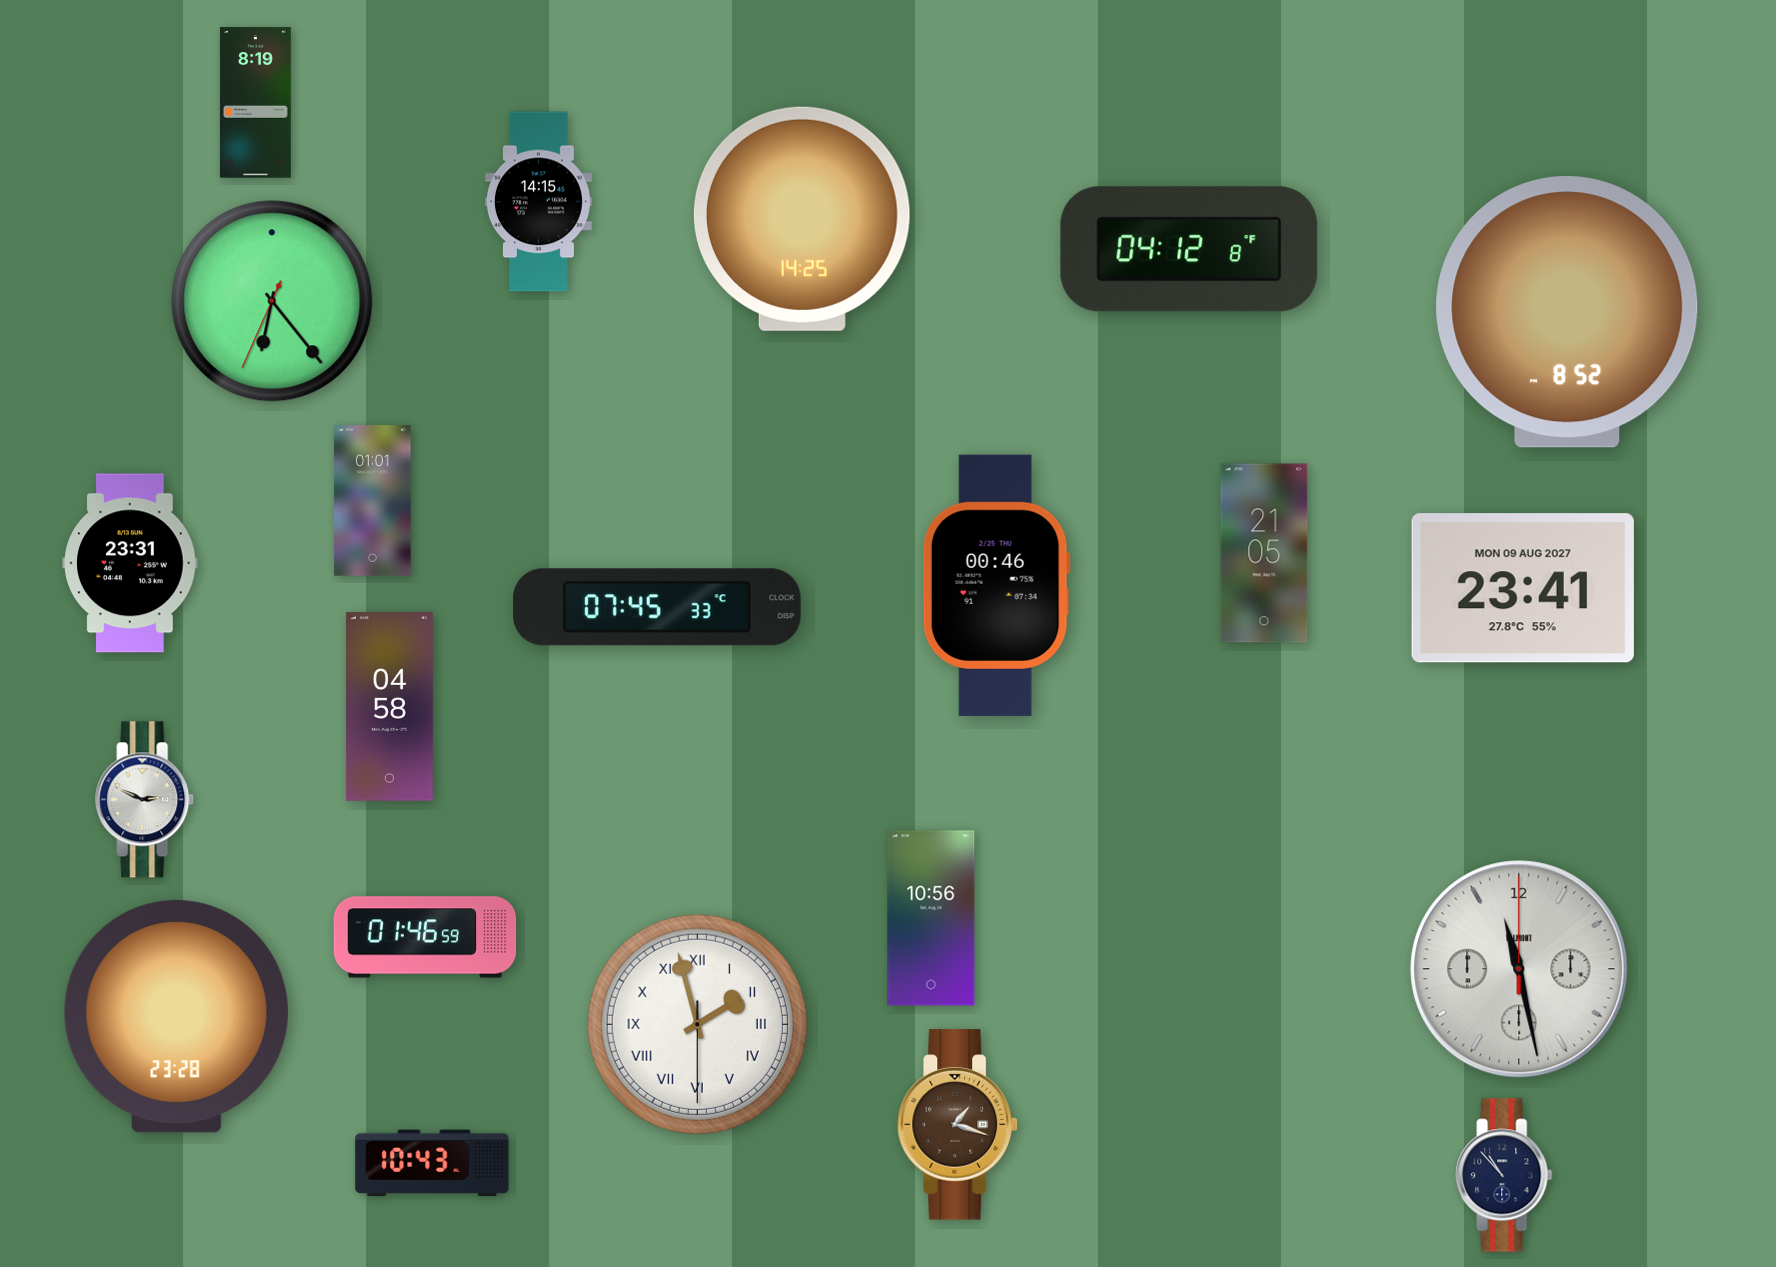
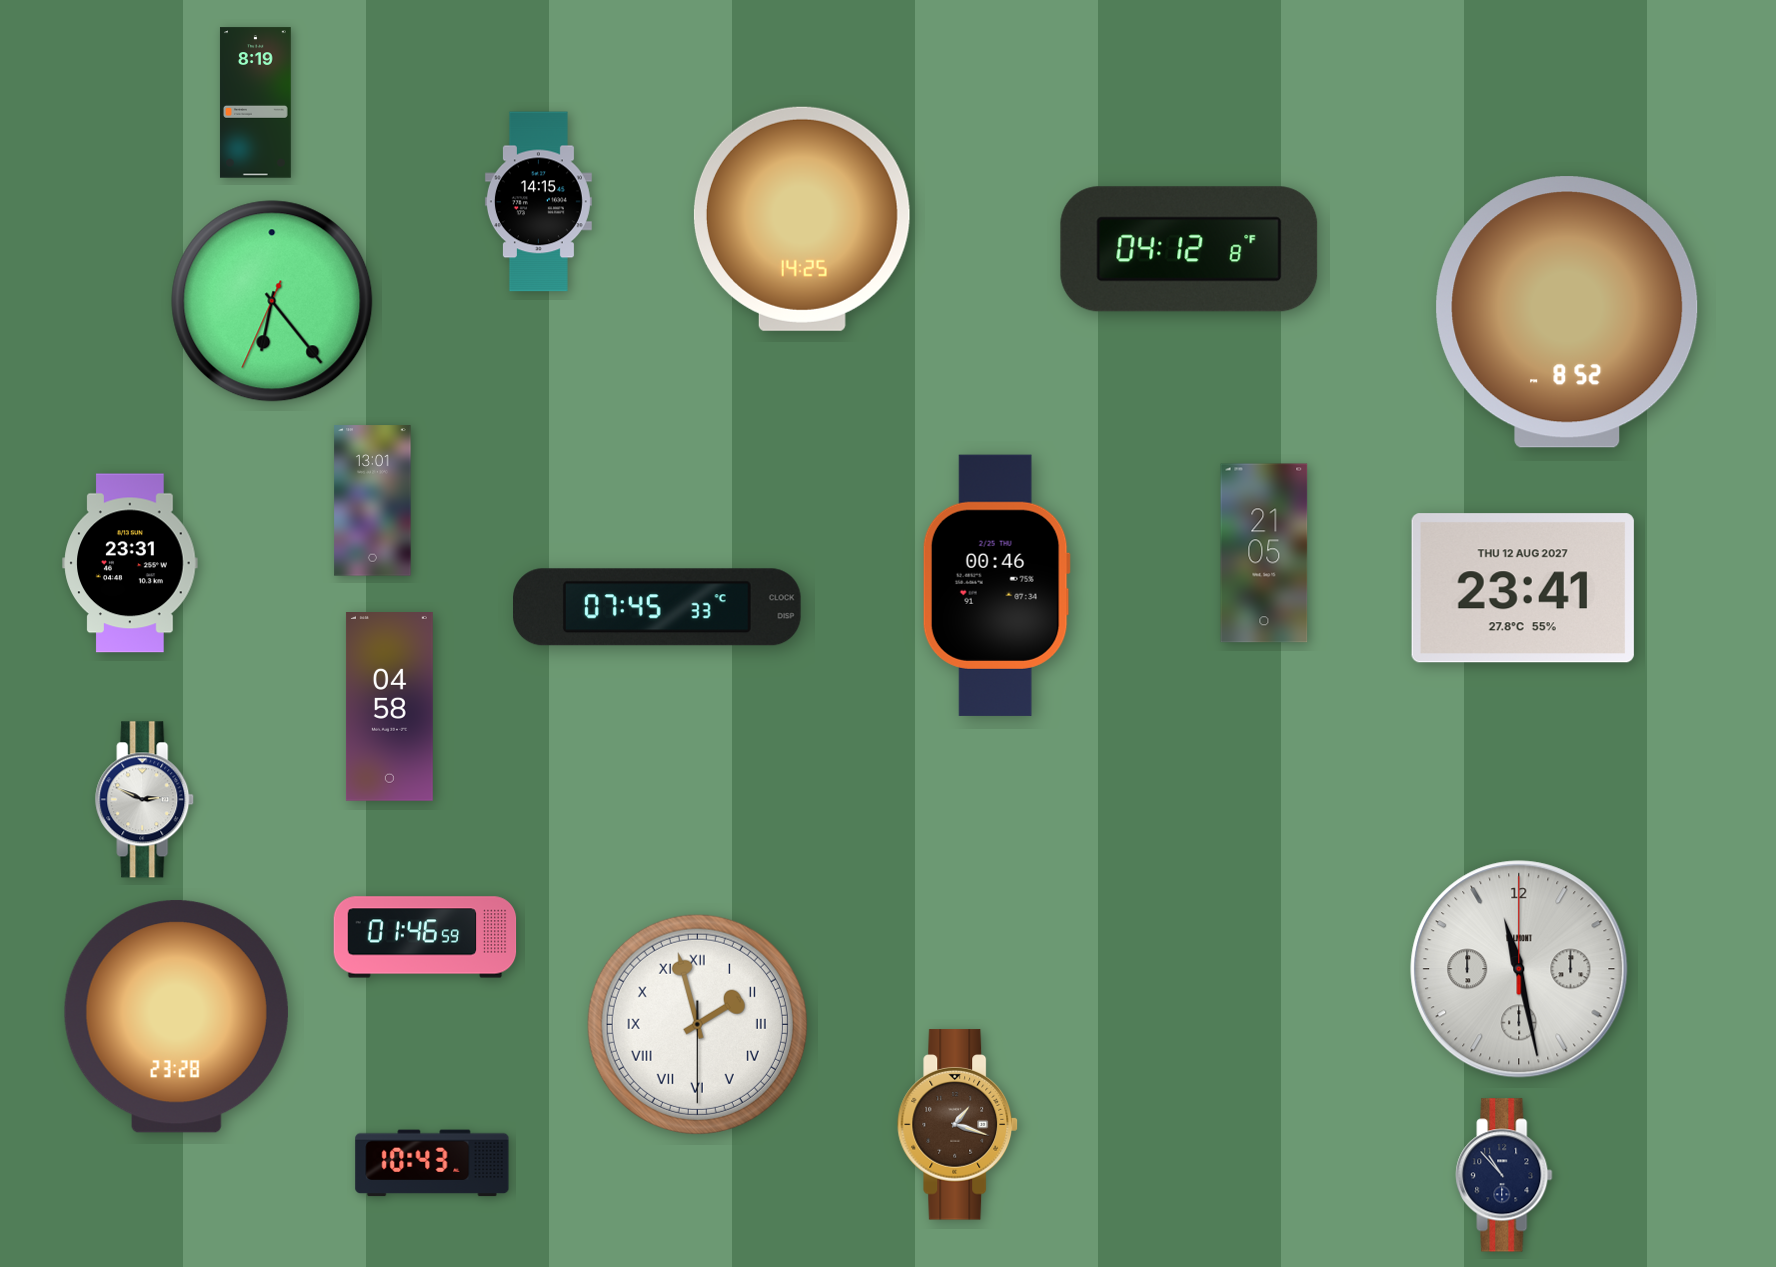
clock at (373, 501): 01:01 -> 13:01
clock at (1523, 588) date: MON 09 AUG 2027 -> THU 12 AUG 2027
clock at (931, 918): 10:56 -> none
